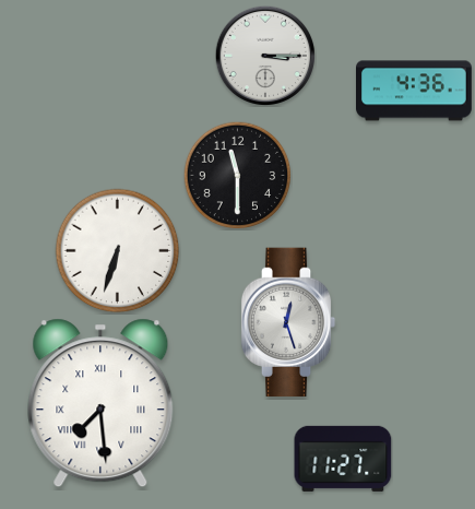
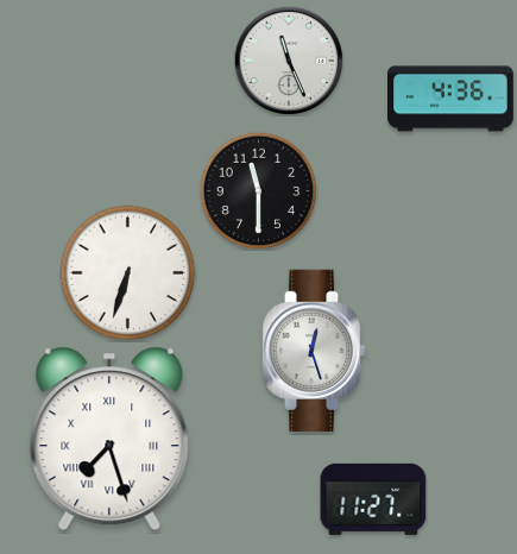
clock at (265, 56): 3:15 -> 11:26
clock at (100, 403): 7:29 -> 7:27
